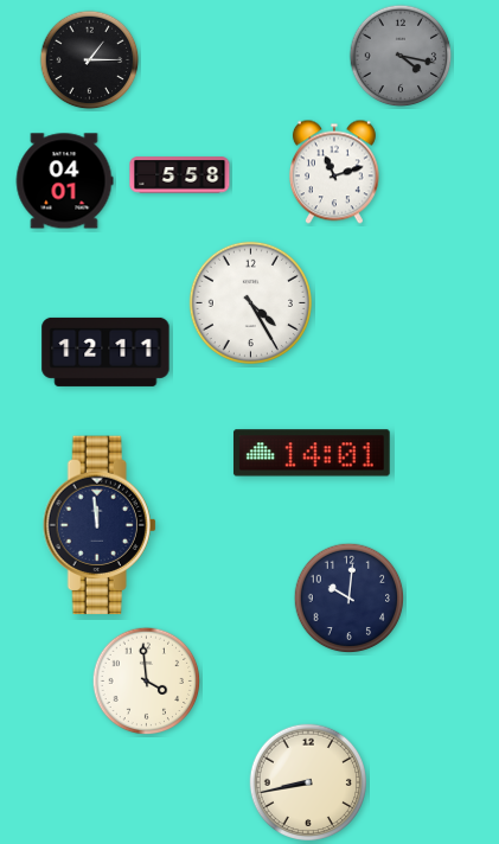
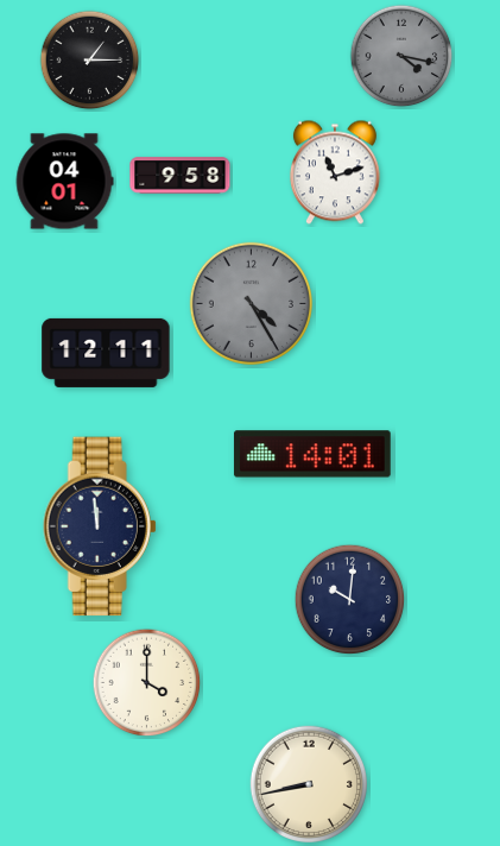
clock at (180, 175): 5:58 -> 9:58
clock at (250, 302) dial: white -> grey
clock at (147, 682): 3:59 -> 4:00
